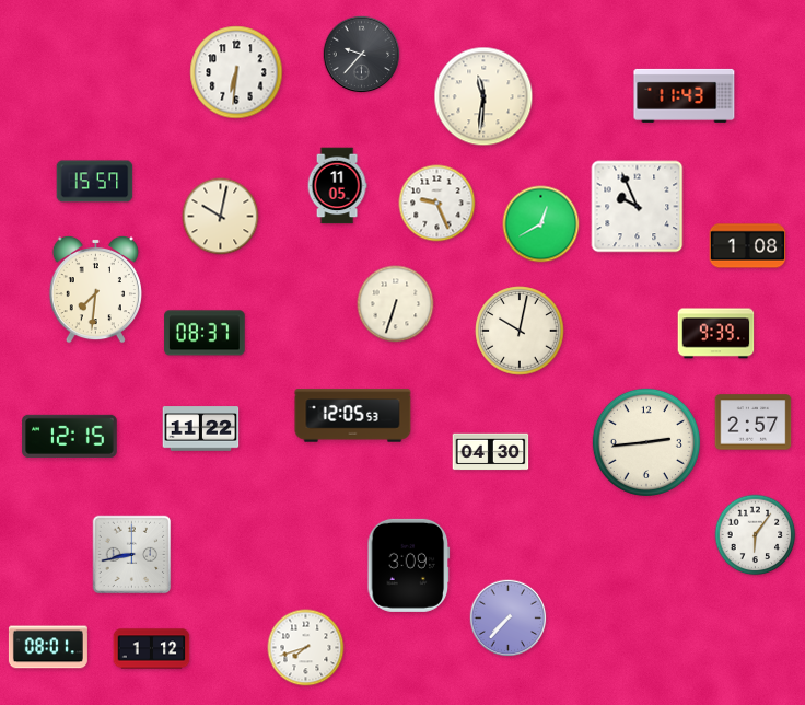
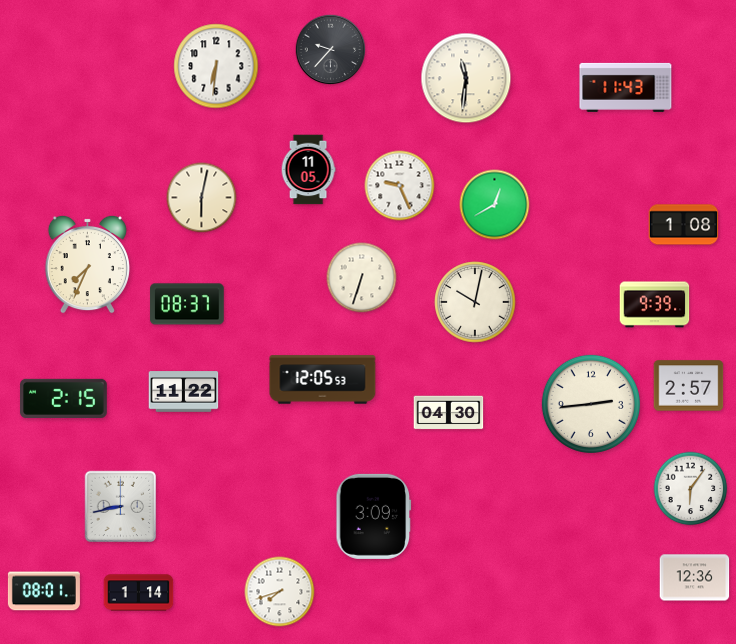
clock at (483, 96) position: (483, 96) -> (466, 78)
clock at (95, 182): 15:57 -> none
clock at (638, 207): 9:56 -> none
clock at (221, 217): 10:02 -> 6:02
clock at (95, 289): 7:31 -> 7:34
clock at (70, 436): 12:15 -> 2:15
clock at (509, 619): 7:37 -> none
clock at (695, 578): none -> 12:36
clock at (152, 649): 1:12 -> 1:14
